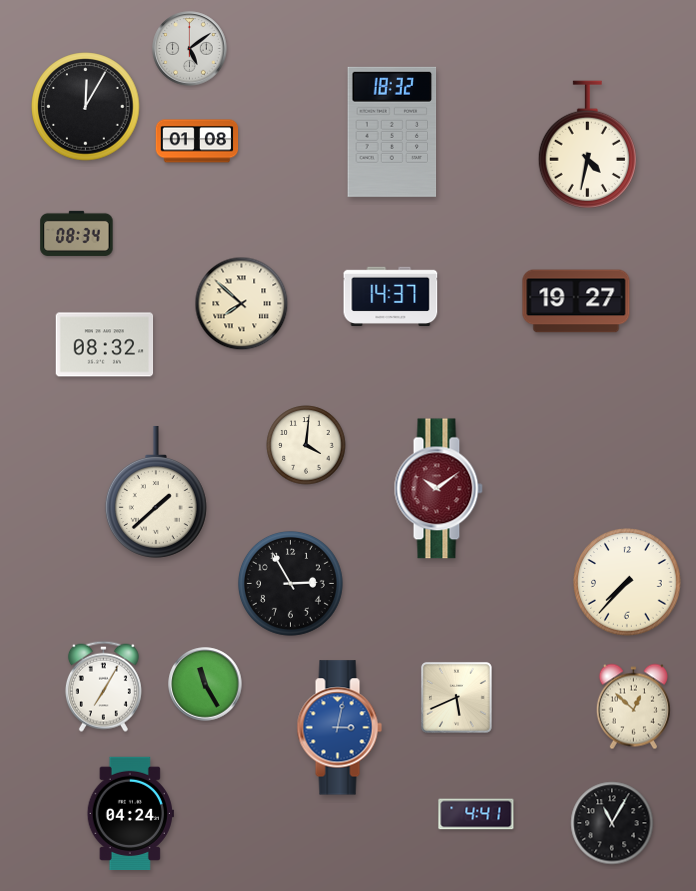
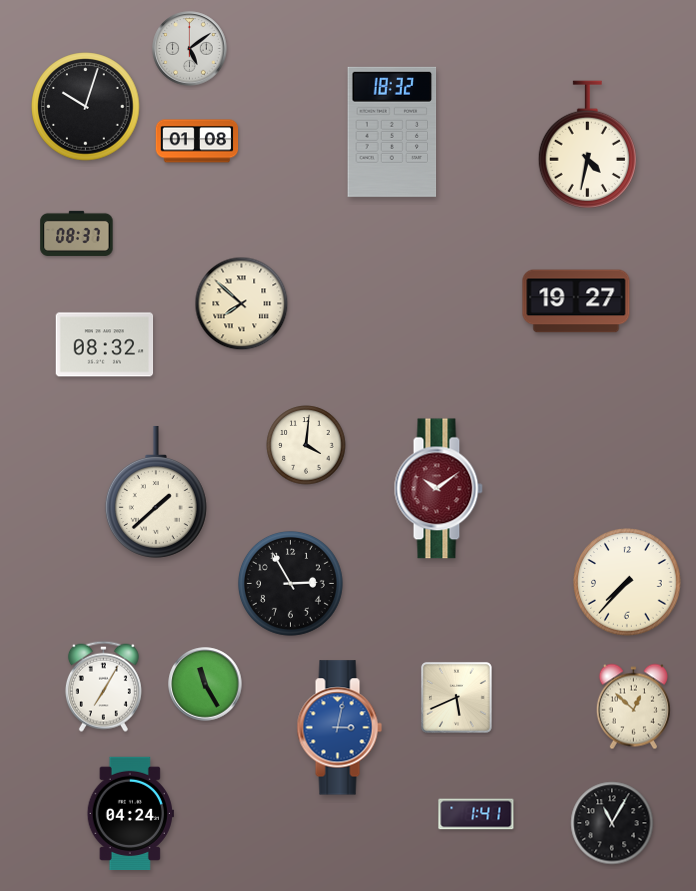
clock at (86, 107): 12:05 -> 10:03
clock at (77, 233): 08:34 -> 08:37
clock at (391, 297): 14:37 -> none
clock at (476, 814): 4:41 -> 1:41
